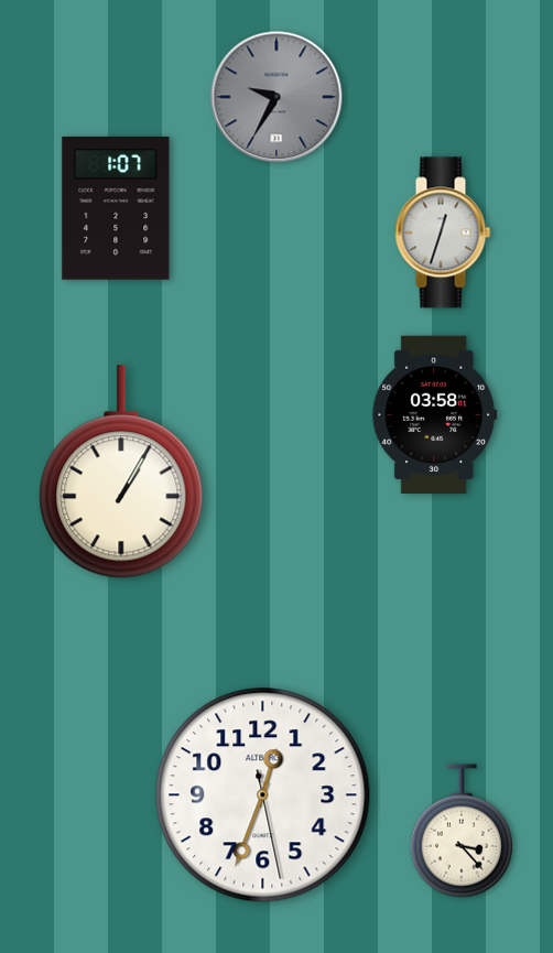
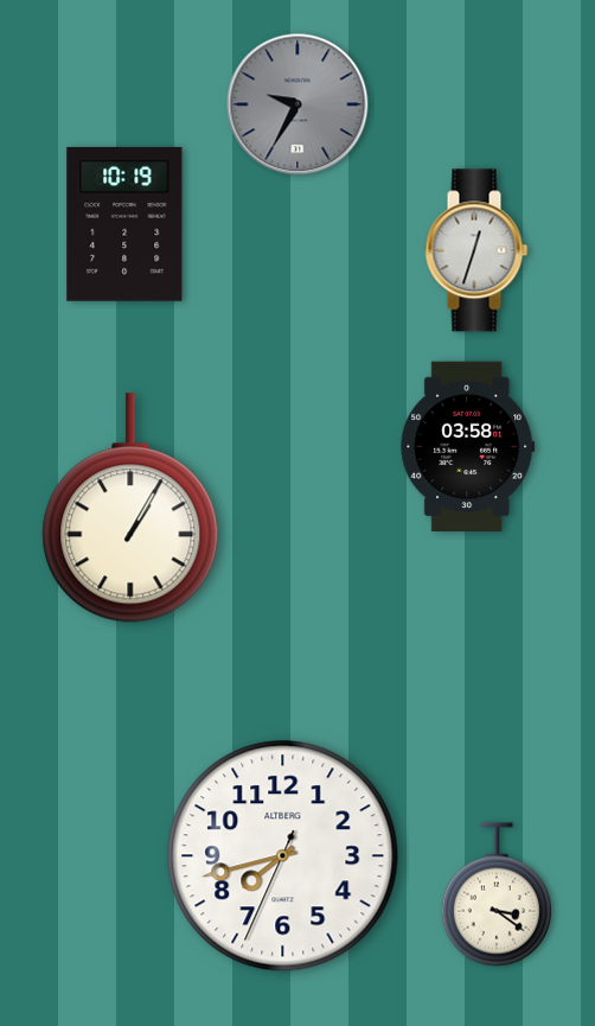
clock at (116, 208): 1:07 -> 10:19
clock at (263, 795): 12:33 -> 7:42
clock at (462, 831): 3:23 -> 3:21
